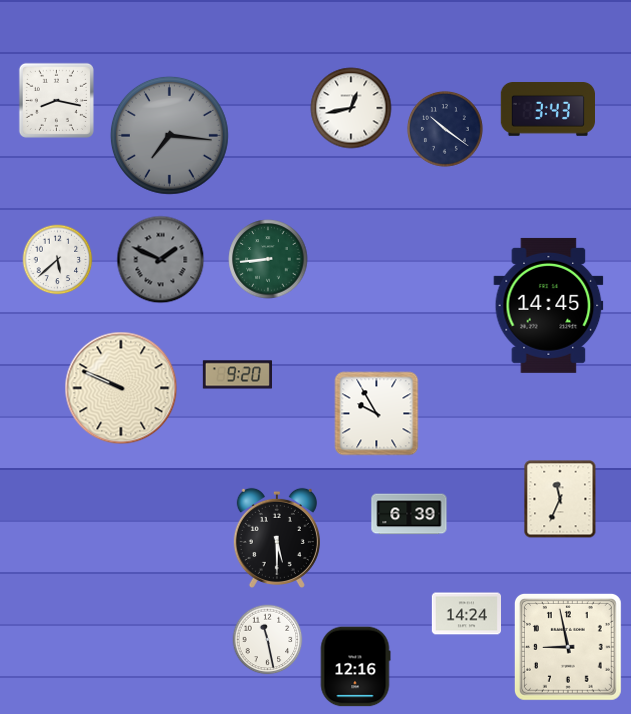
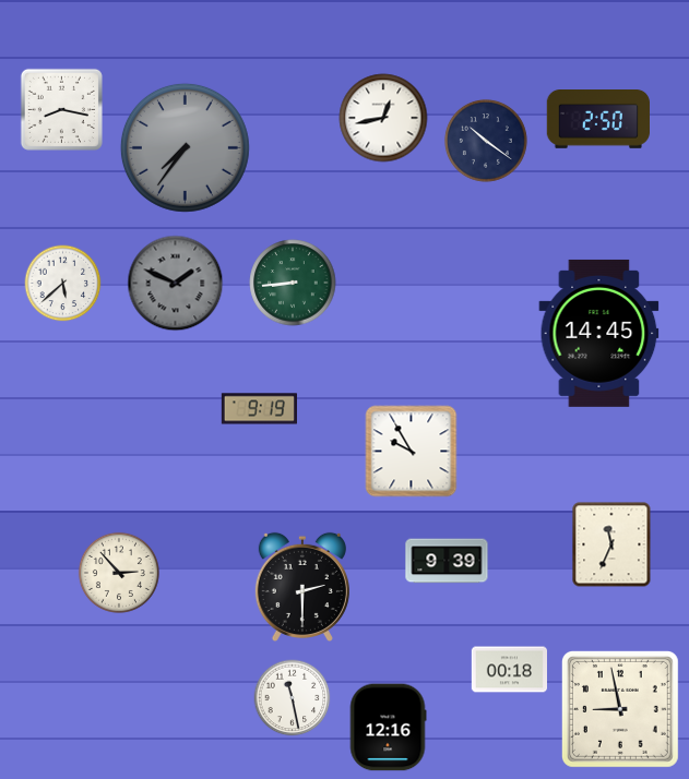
clock at (547, 110): 3:43 -> 2:50
clock at (169, 135): 7:16 -> 7:36
clock at (237, 375): 9:20 -> 9:19
clock at (121, 388): 9:49 -> none
clock at (409, 514): 6:39 -> 9:39
clock at (119, 573): none -> 2:53
clock at (277, 537): 5:30 -> 2:30
clock at (466, 614): 14:24 -> 00:18
clock at (568, 647) position: (568, 647) -> (620, 709)
